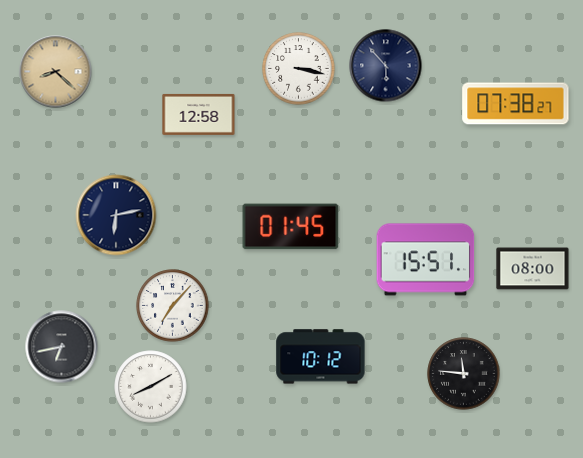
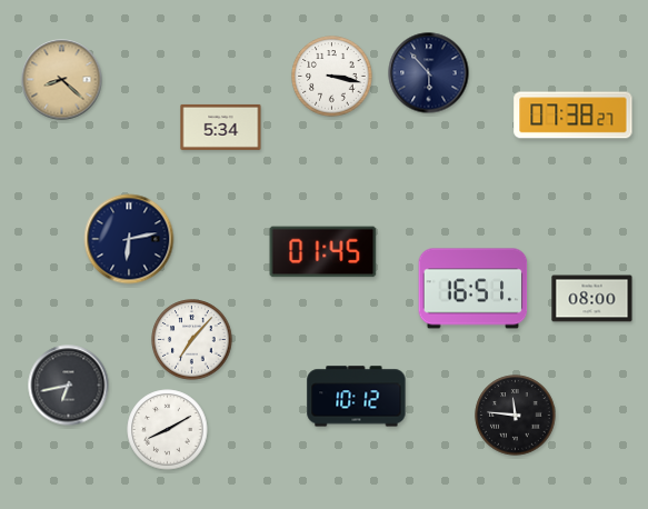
clock at (199, 114): 12:58 -> 5:34
clock at (426, 260): 15:51 -> 16:51
